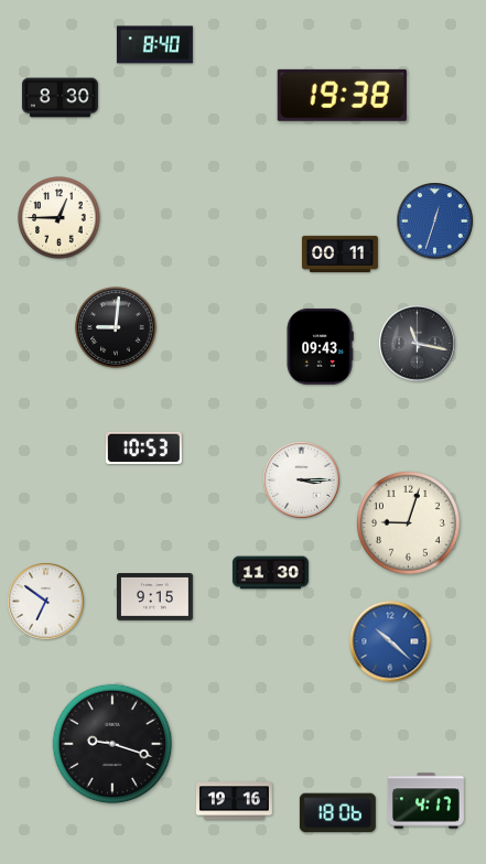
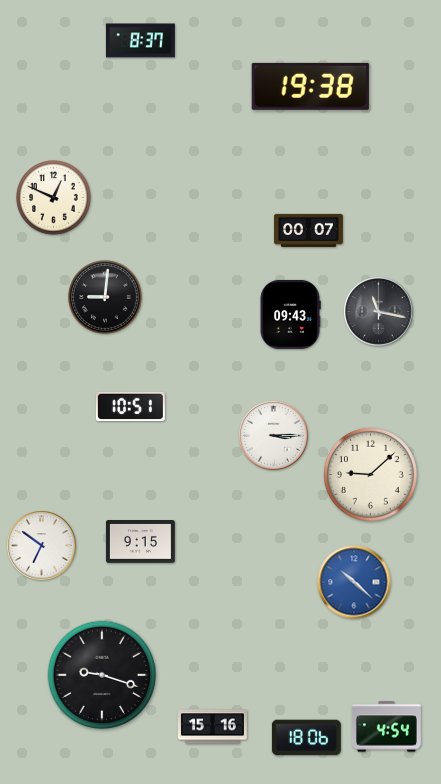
clock at (154, 45): 8:40 -> 8:37
clock at (60, 98): 8:30 -> none
clock at (60, 218): 12:45 -> 12:49
clock at (435, 222): 12:33 -> none
clock at (339, 253): 00:11 -> 00:07
clock at (143, 447): 10:53 -> 10:51
clock at (408, 522): 9:03 -> 9:08
clock at (270, 573): 11:30 -> none
clock at (234, 801): 19:16 -> 15:16
clock at (425, 801): 4:17 -> 4:54
